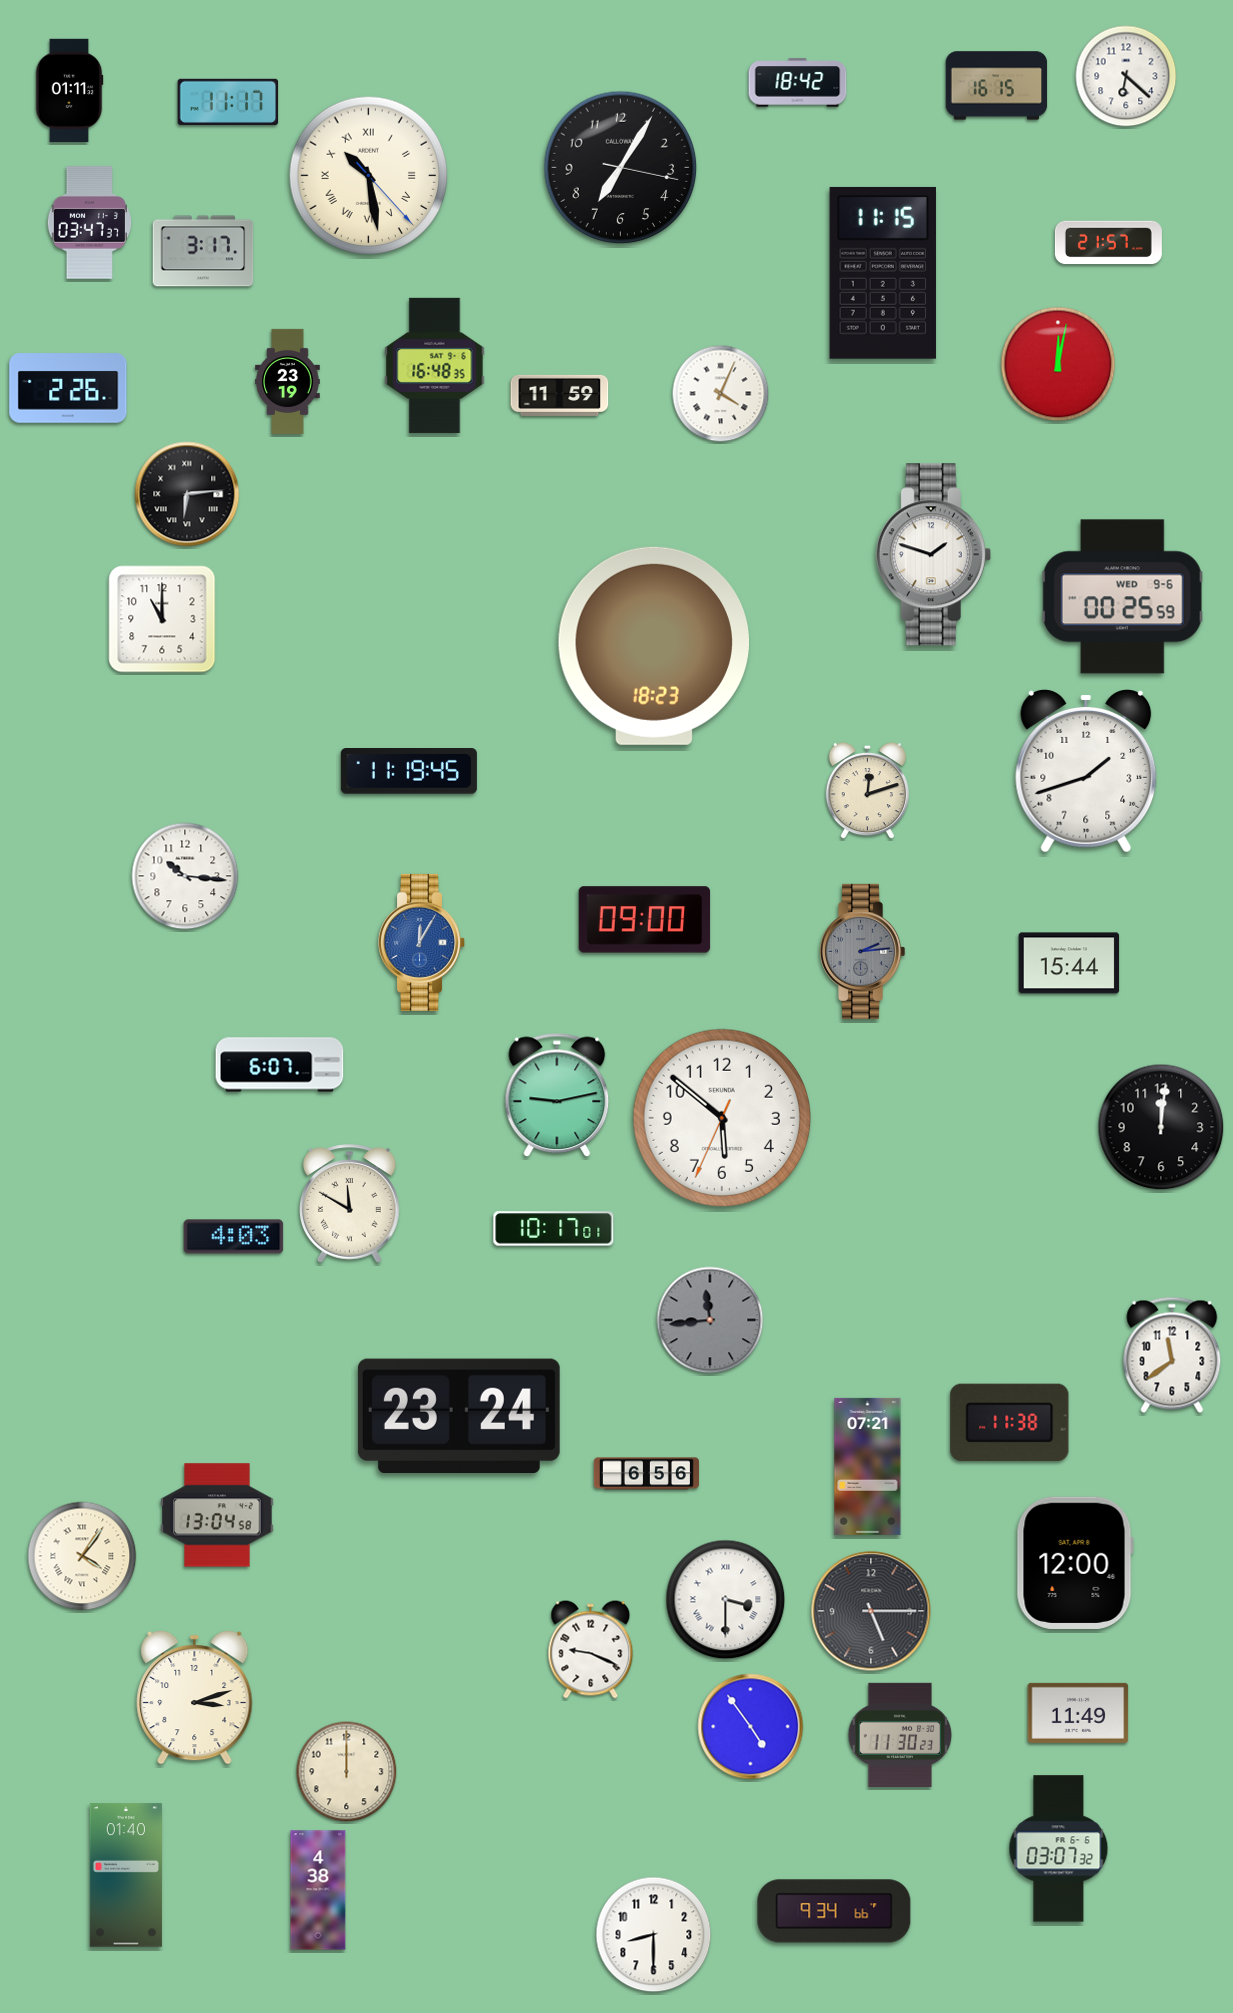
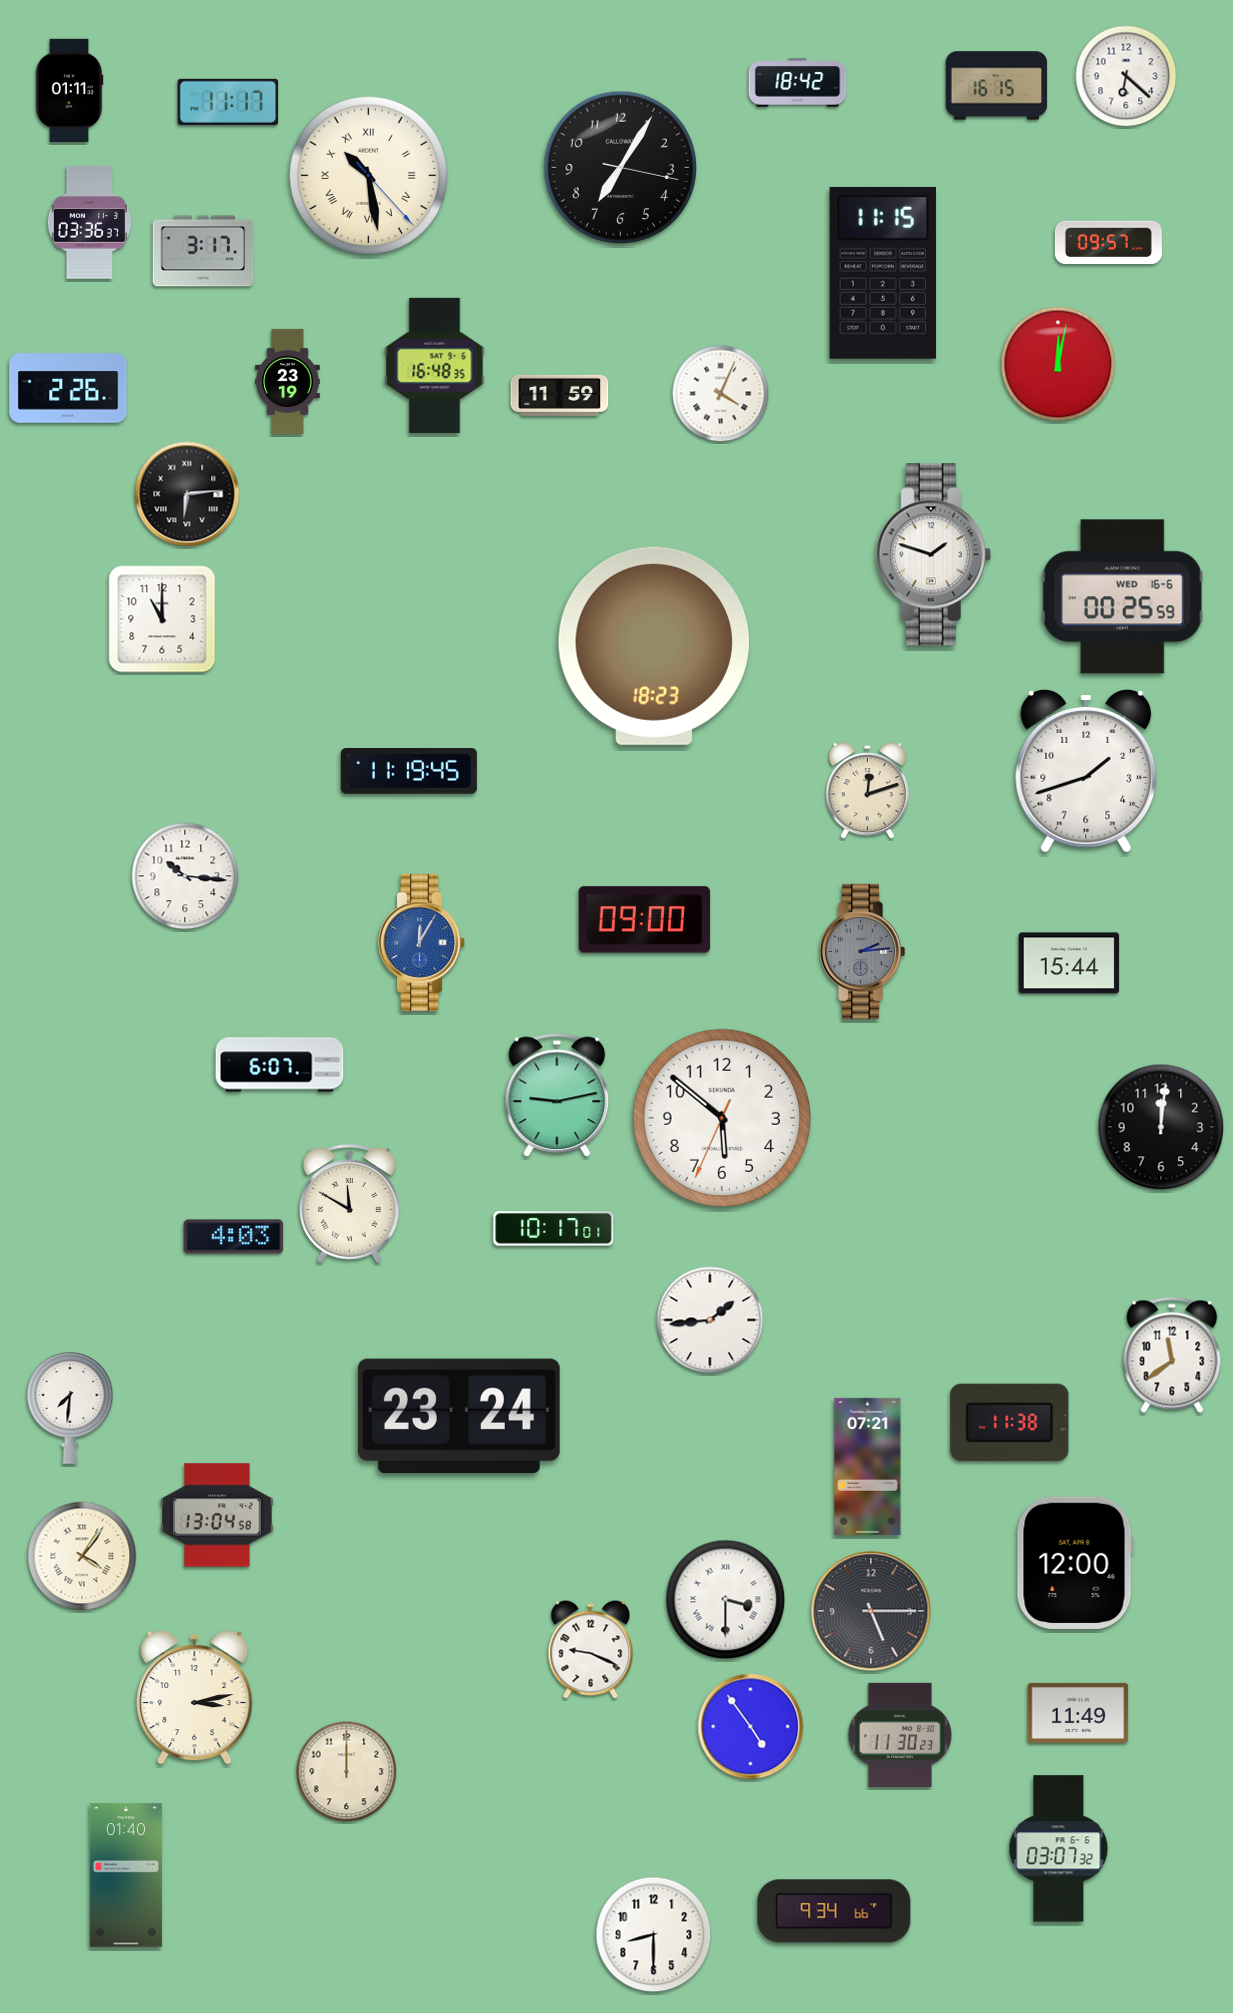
clock at (89, 223): 03:47 -> 03:36
clock at (1108, 243): 21:57 -> 09:57
clock at (1122, 597) date: WED 9-6 -> WED 16-6
clock at (710, 1320): 11:44 -> 1:44
clock at (710, 1320) dial: grey -> white
clock at (70, 1408): none -> 7:31
clock at (646, 1474): 6:56 -> none
clock at (195, 1697): 3:12 -> 3:13
clock at (318, 1890): 4:38 -> none
